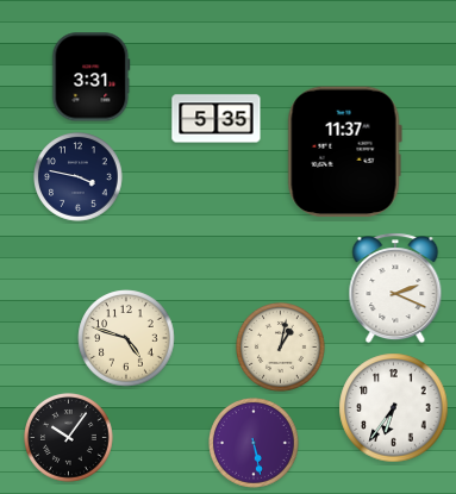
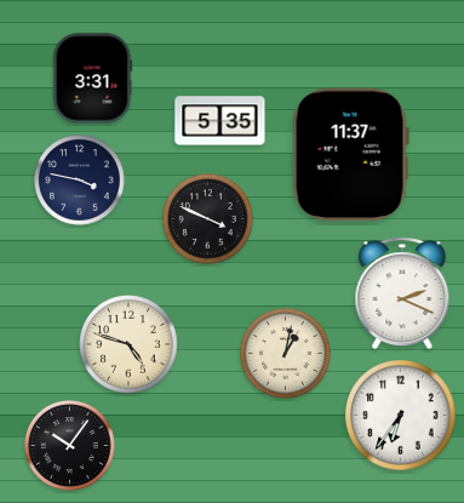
clock at (208, 219): none -> 3:49
clock at (255, 444): 5:28 -> none
